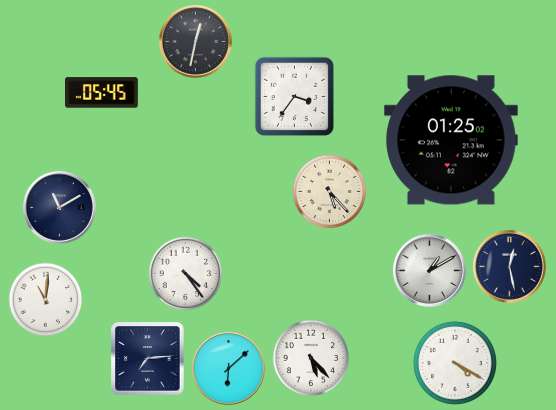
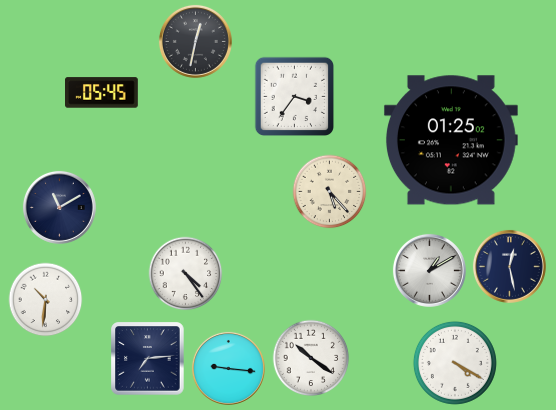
clock at (46, 300): 11:01 -> 10:31
clock at (311, 358): 5:23 -> 10:21
clock at (228, 368): 6:08 -> 9:16
